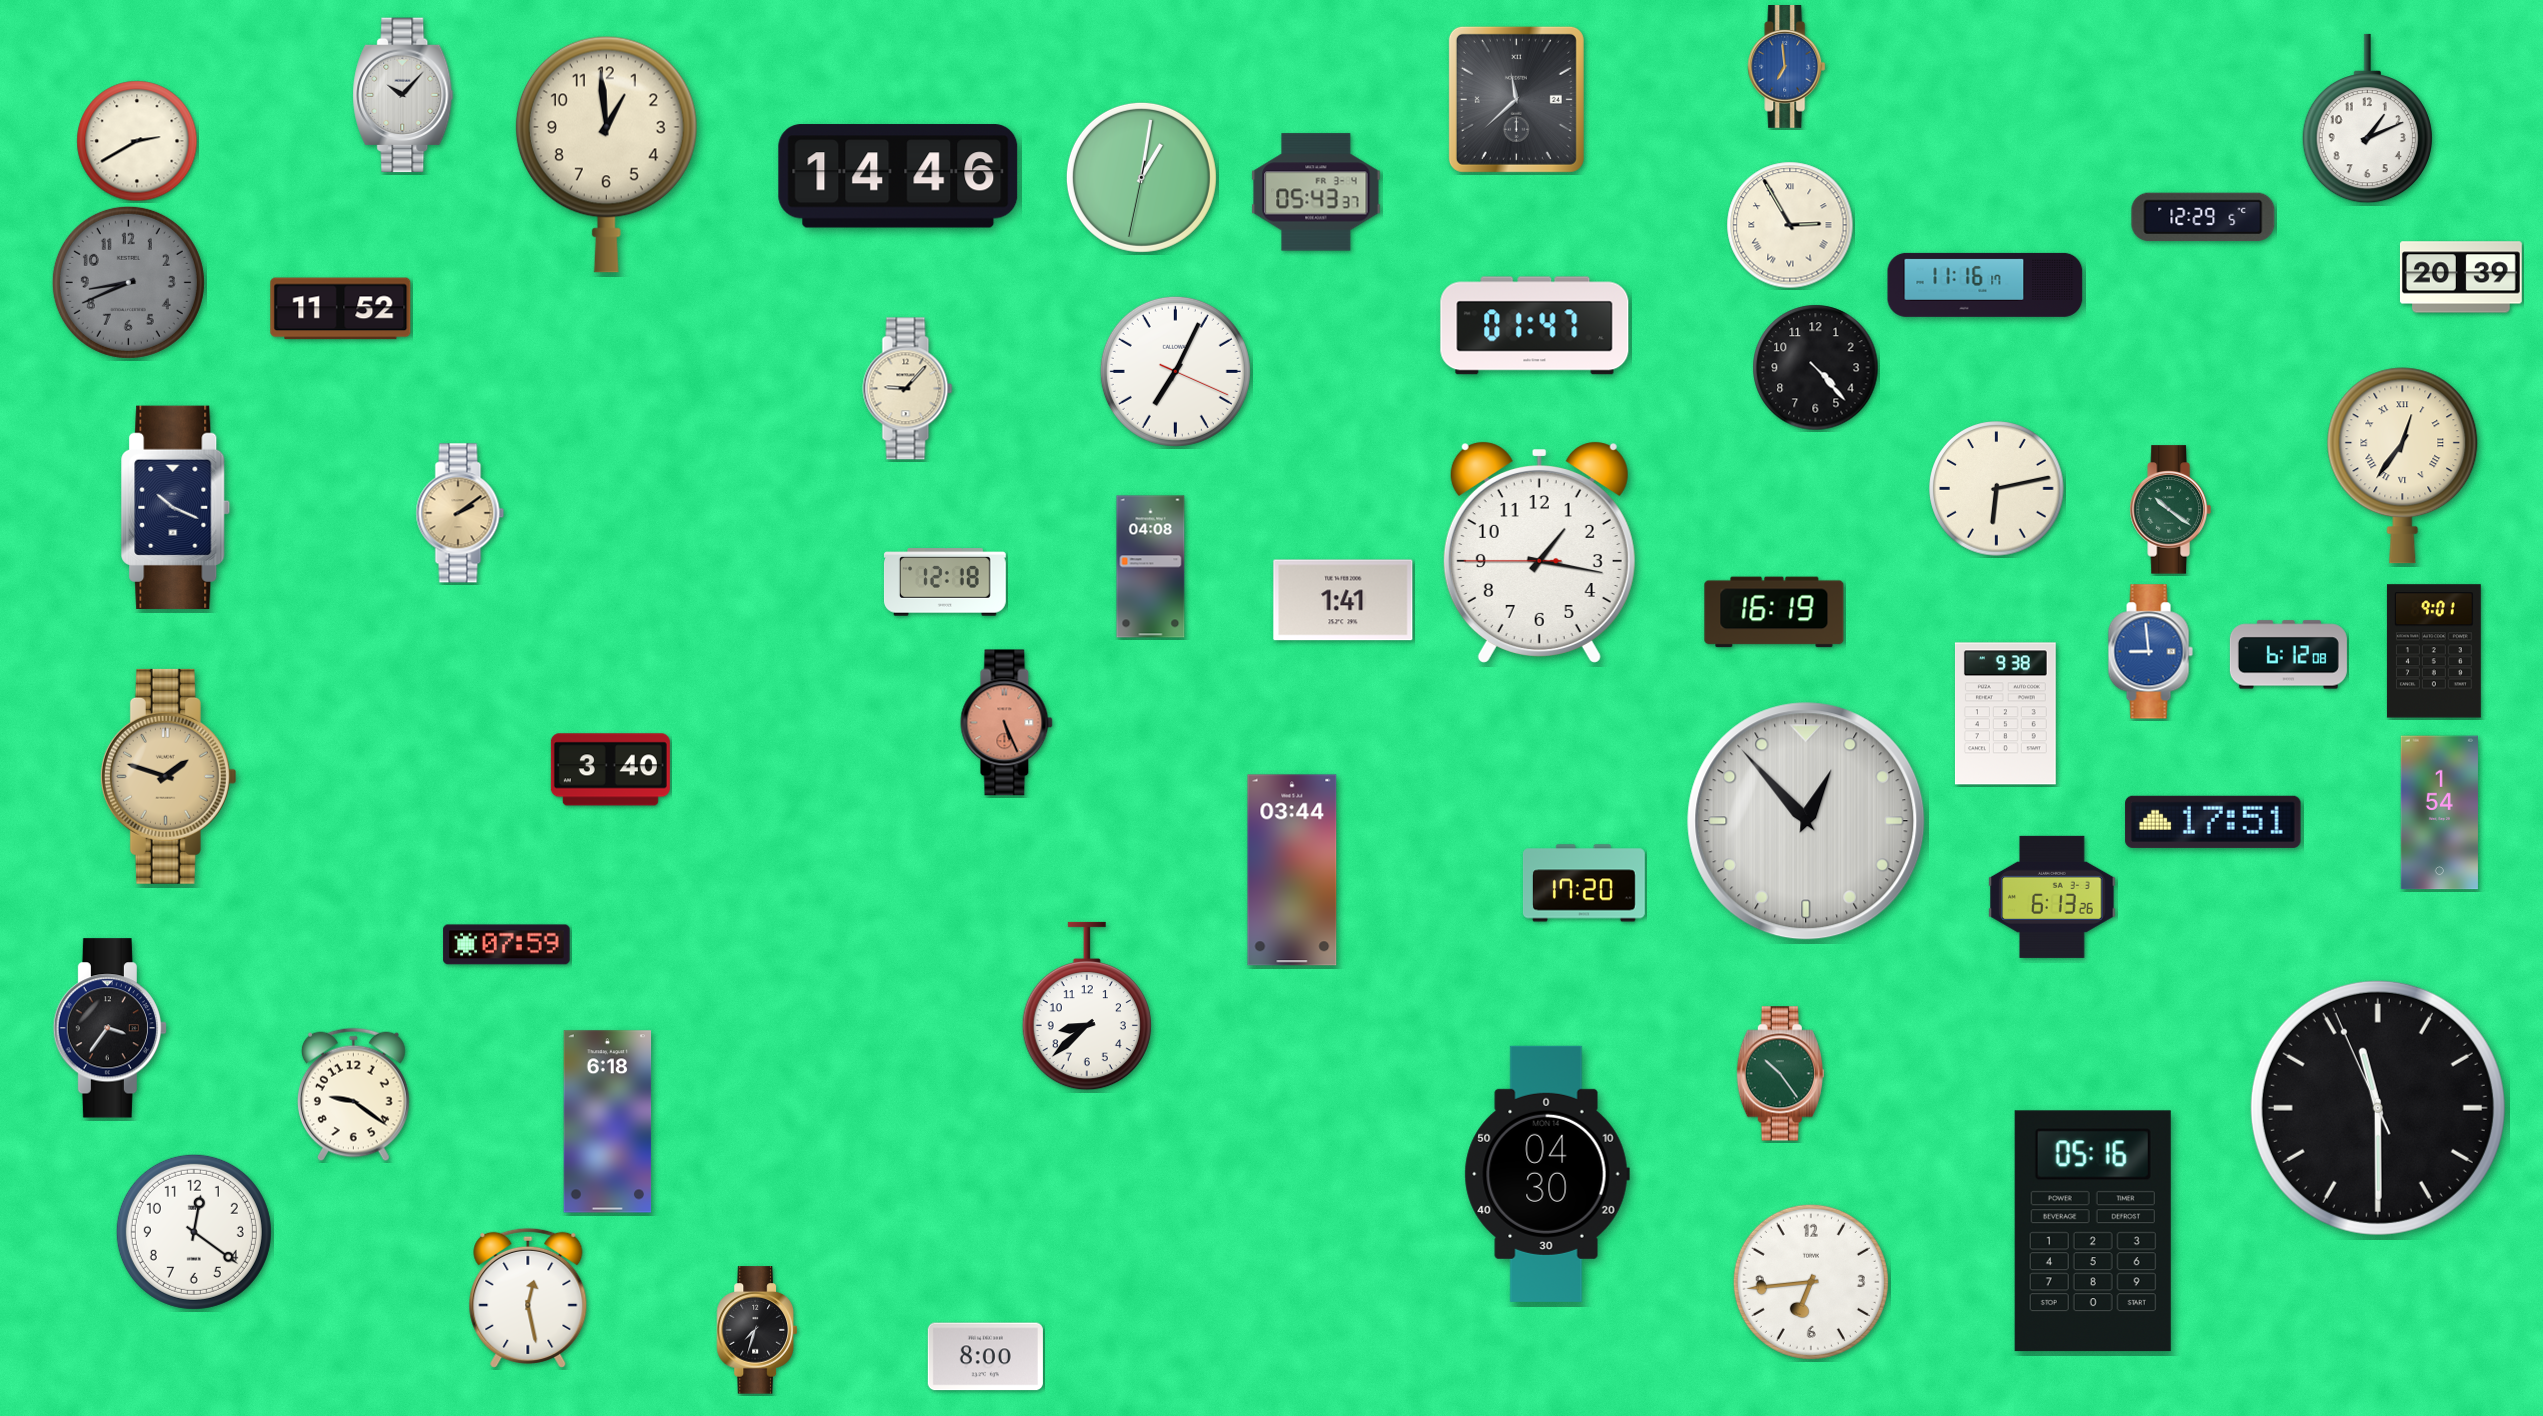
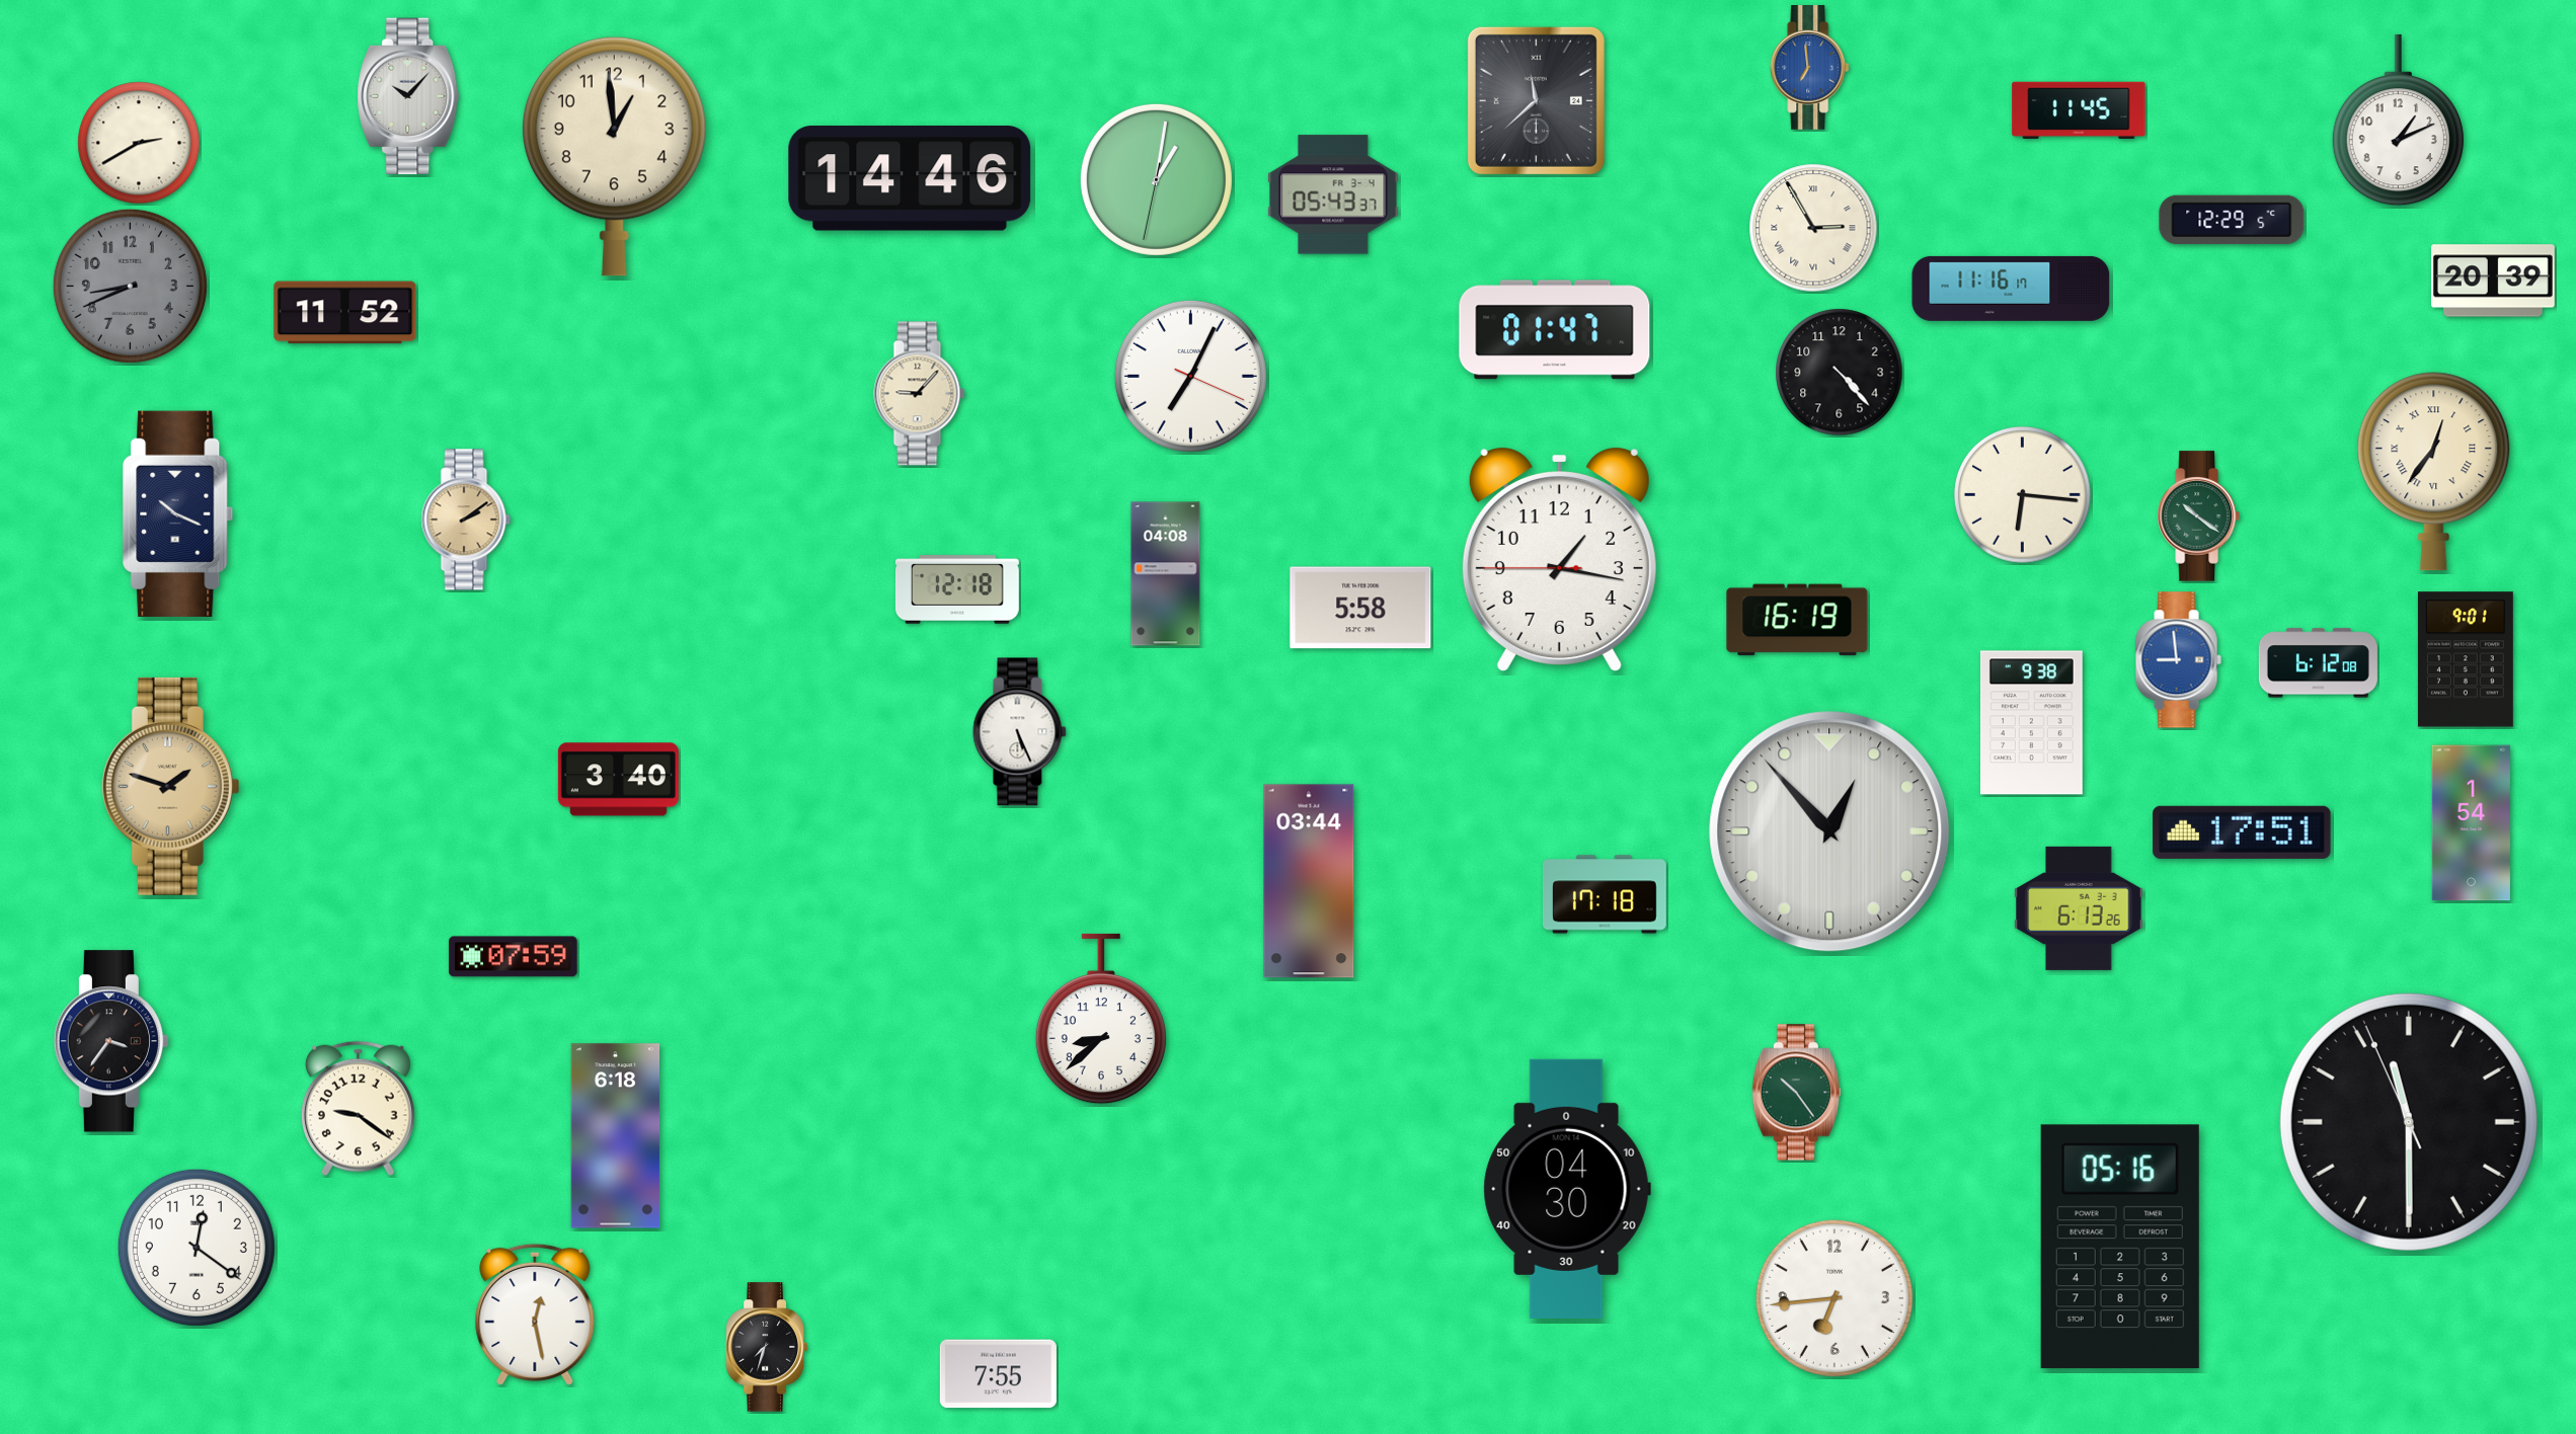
clock at (2079, 109): none -> 11:45
clock at (1997, 489): 6:13 -> 6:16
clock at (1343, 600): 1:41 -> 5:58
clock at (1007, 723) dial: salmon -> white
clock at (1584, 883): 17:20 -> 17:18
clock at (1780, 1074) position: (1780, 1074) -> (1796, 1093)
clock at (985, 1357): 8:00 -> 7:55
